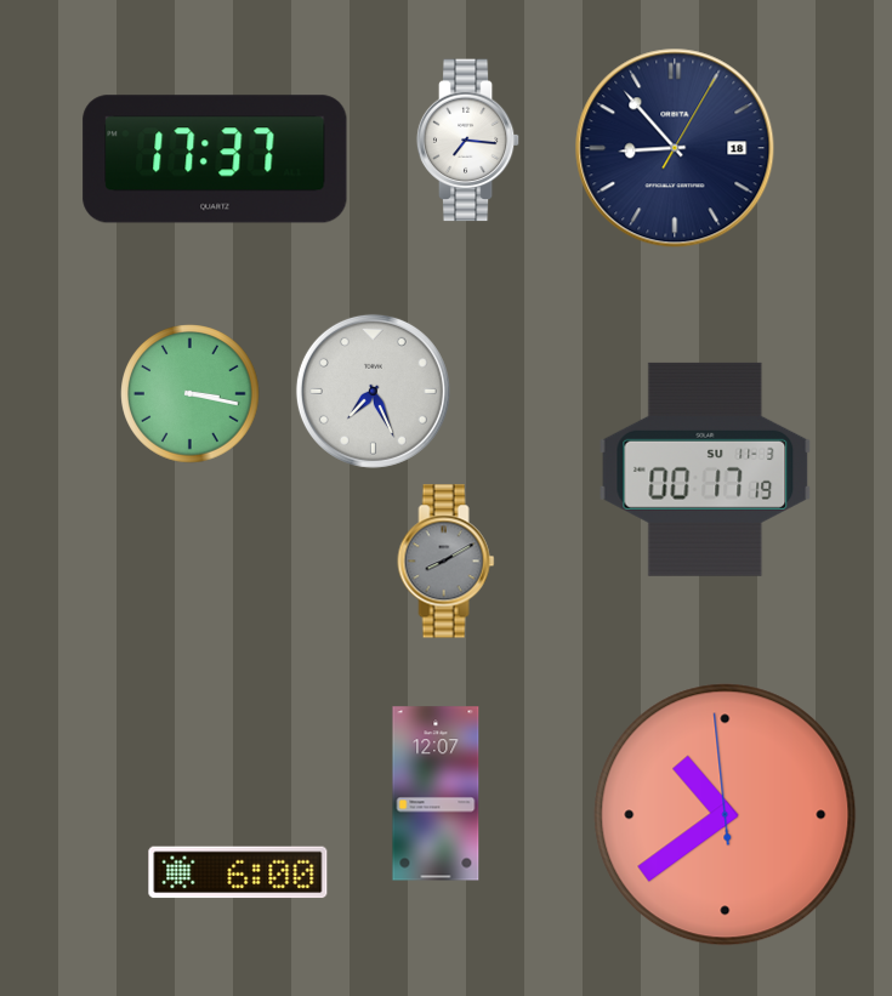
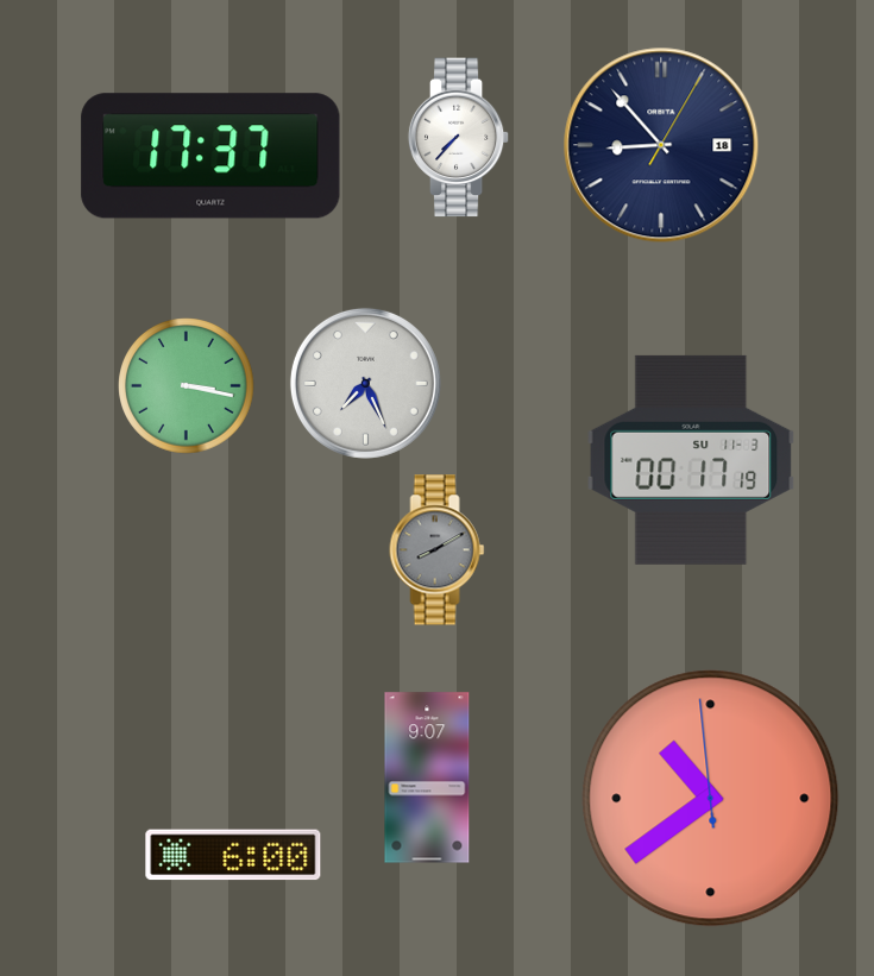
clock at (468, 141): 7:16 -> 7:37
clock at (436, 793): 12:07 -> 9:07
